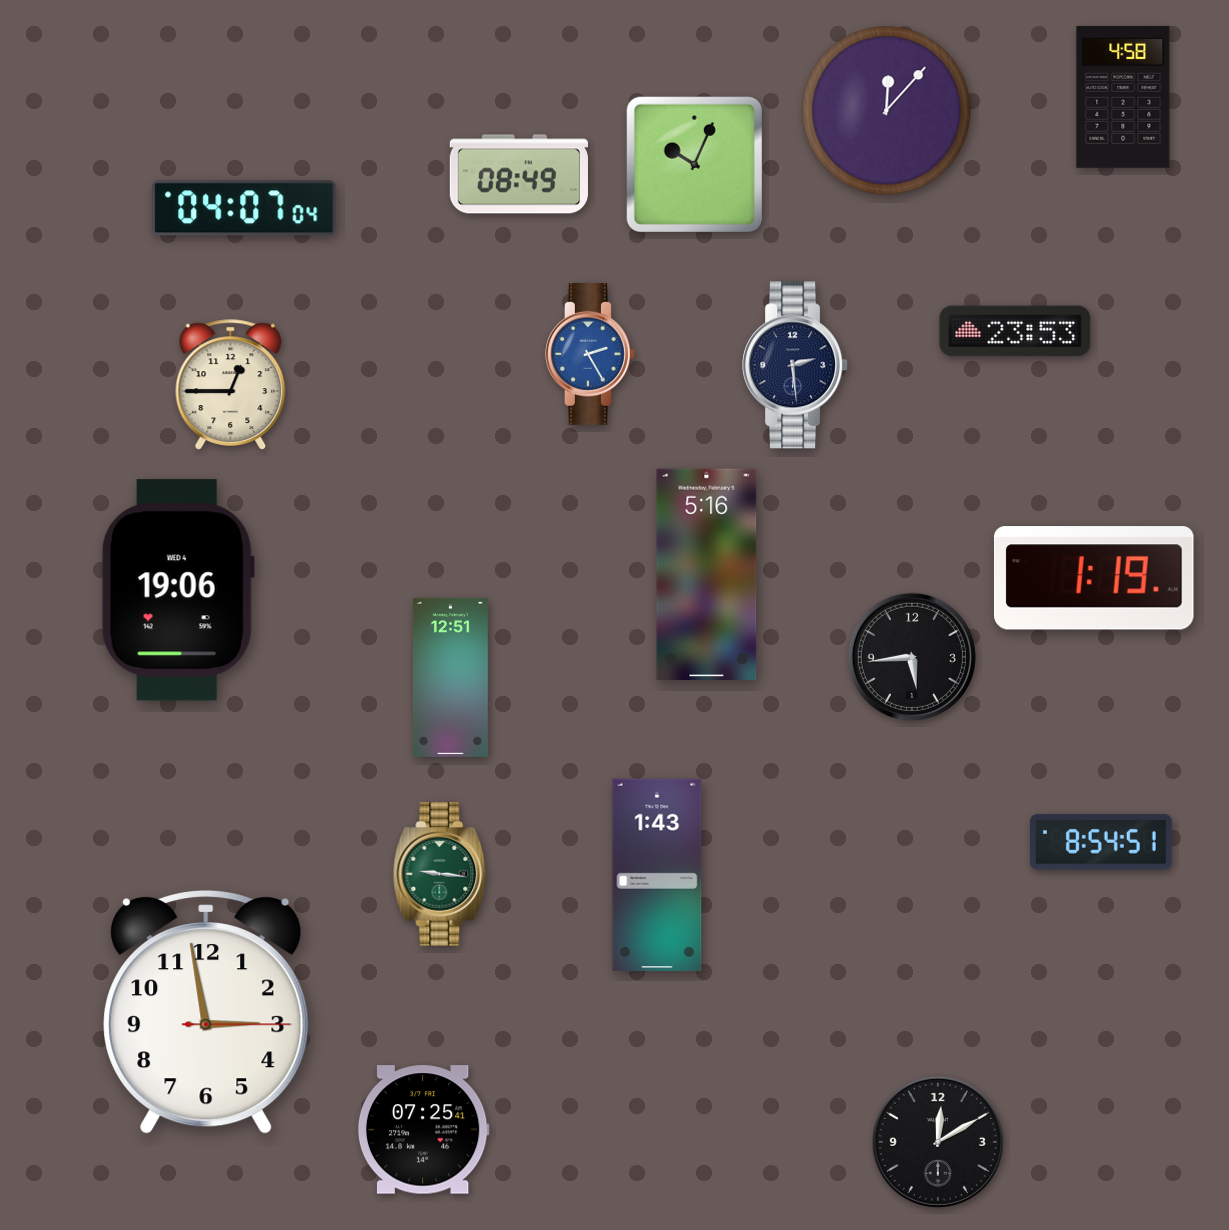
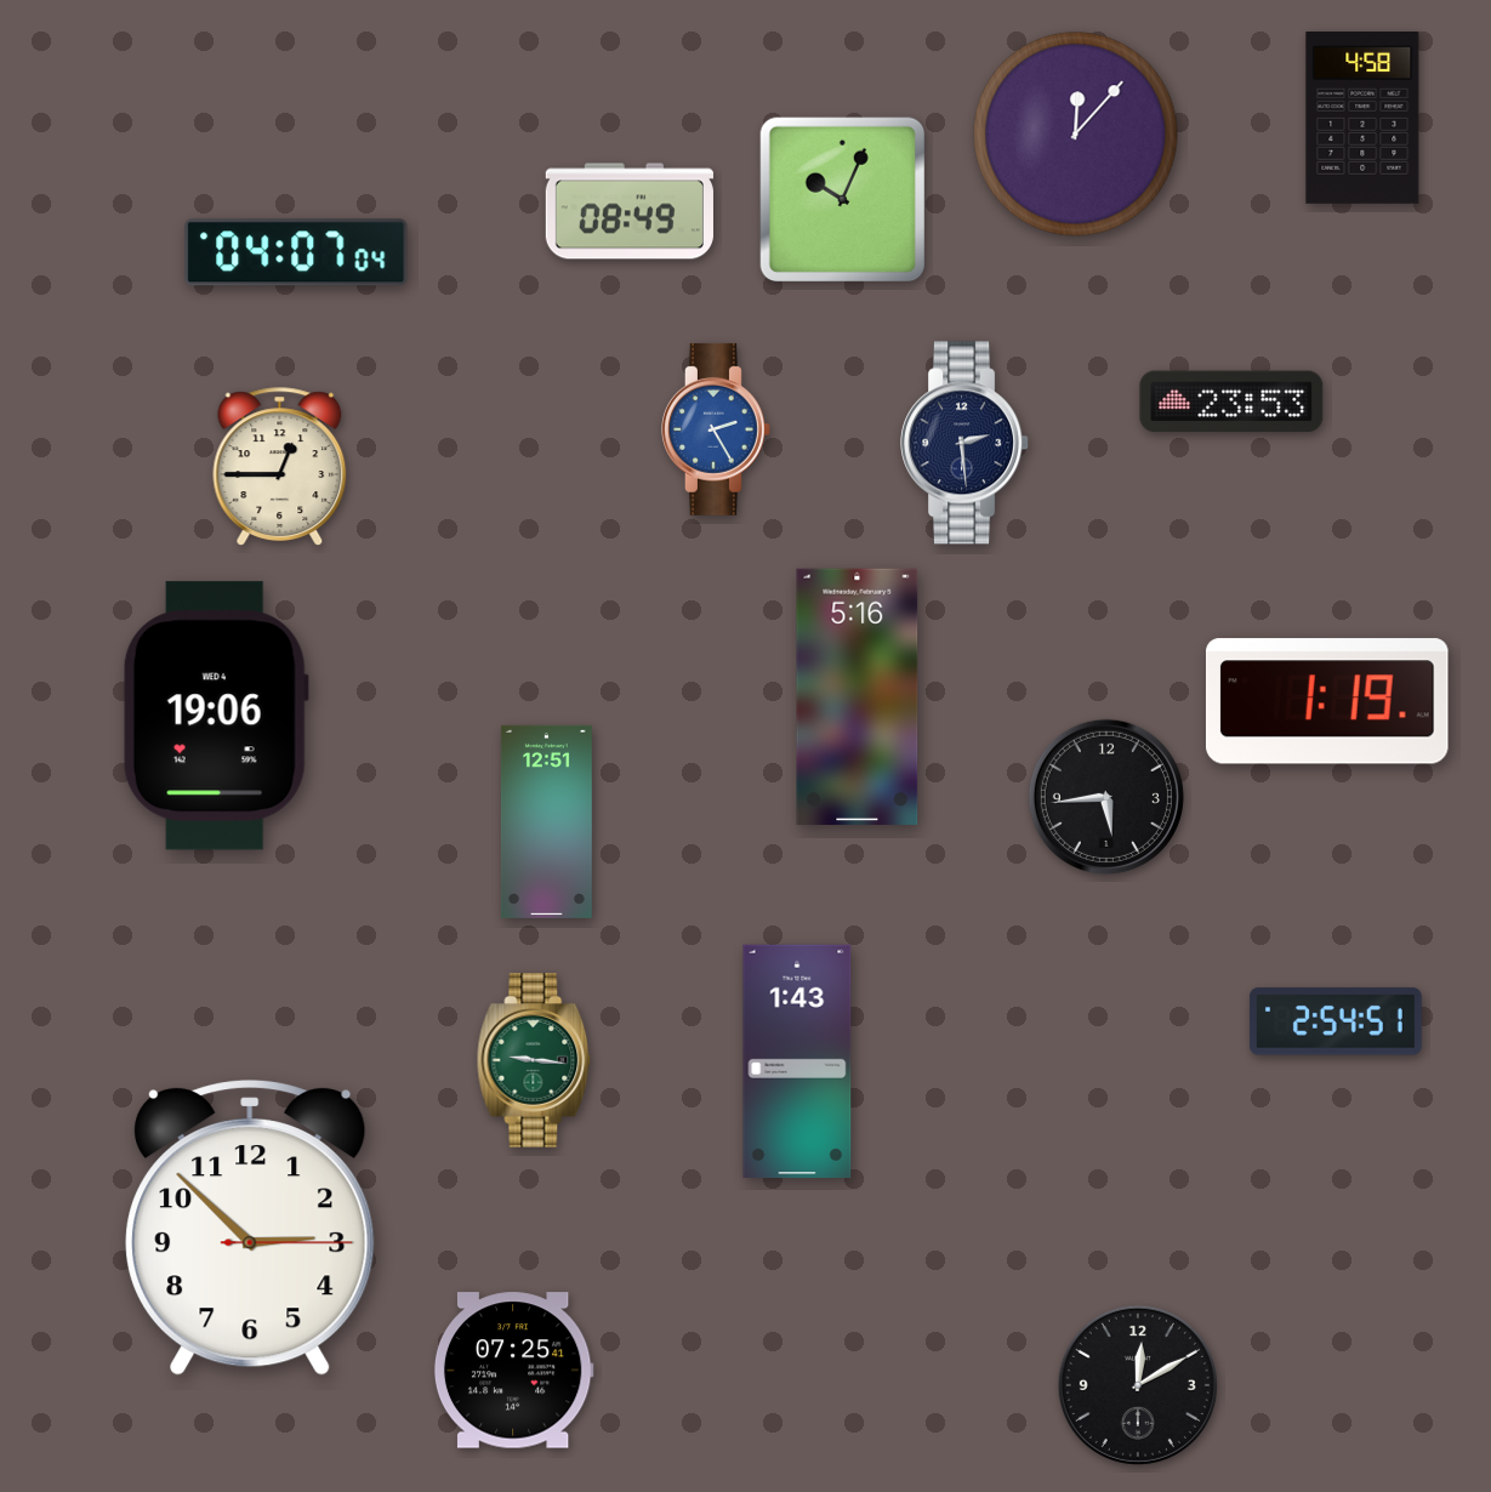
clock at (1101, 842): 8:54 -> 2:54
clock at (206, 1013): 2:58 -> 2:52
